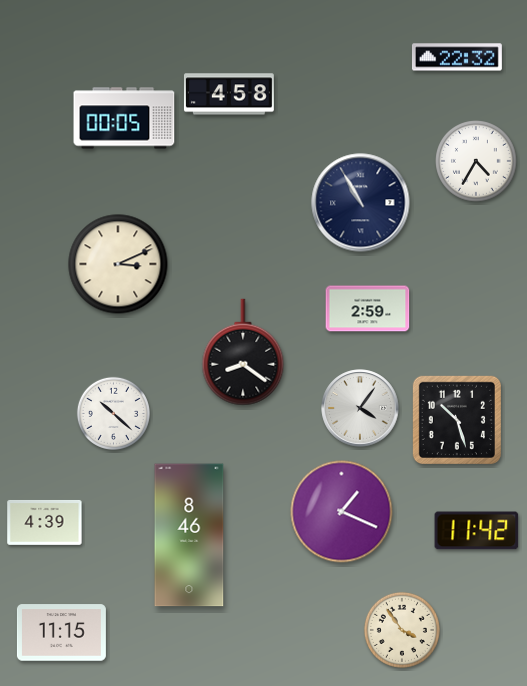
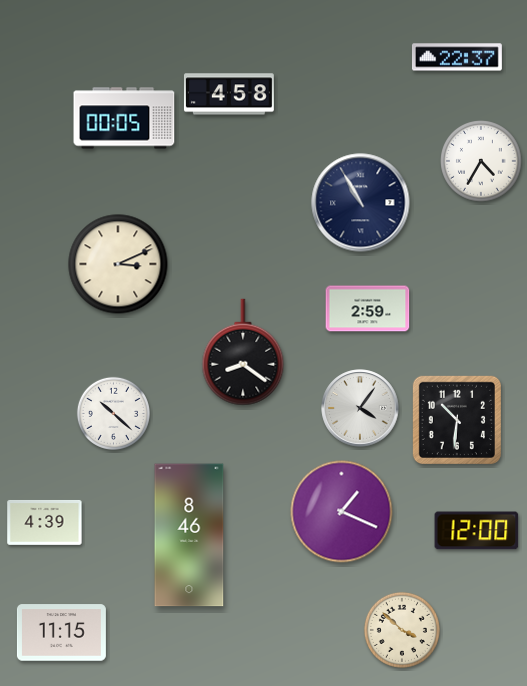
clock at (457, 57): 22:32 -> 22:37
clock at (477, 162) position: (477, 162) -> (482, 162)
clock at (457, 420): 10:27 -> 10:31
clock at (477, 531): 11:42 -> 12:00
clock at (402, 630): 3:54 -> 3:52
